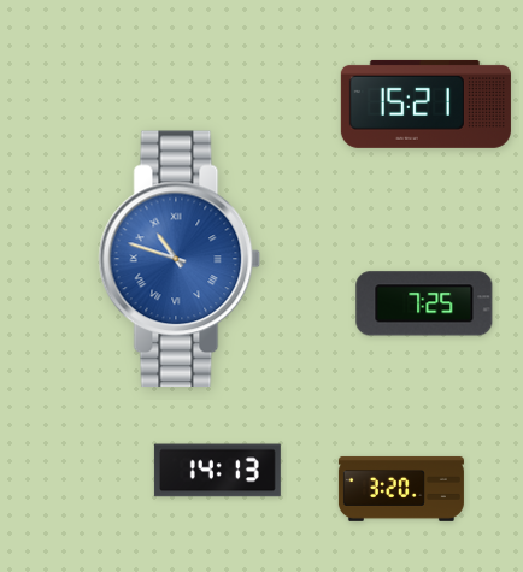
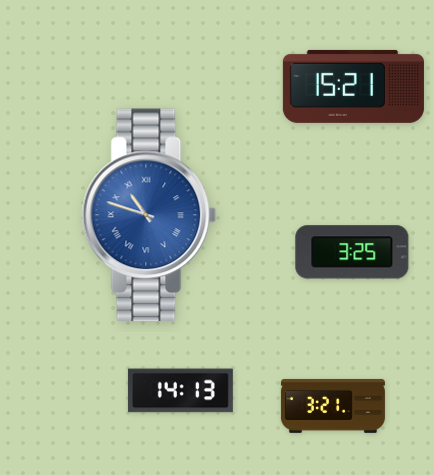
clock at (424, 303): 7:25 -> 3:25
clock at (401, 489): 3:20 -> 3:21
